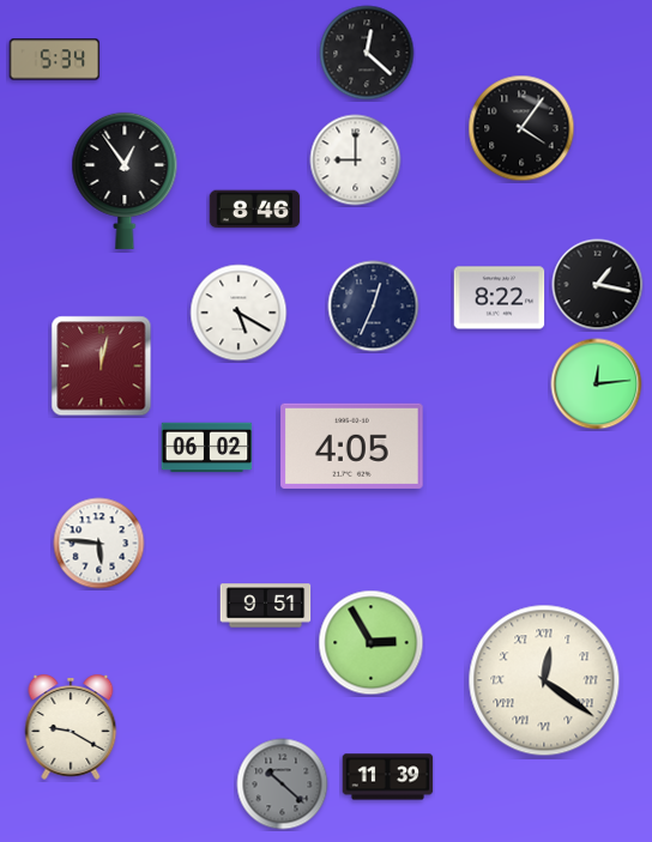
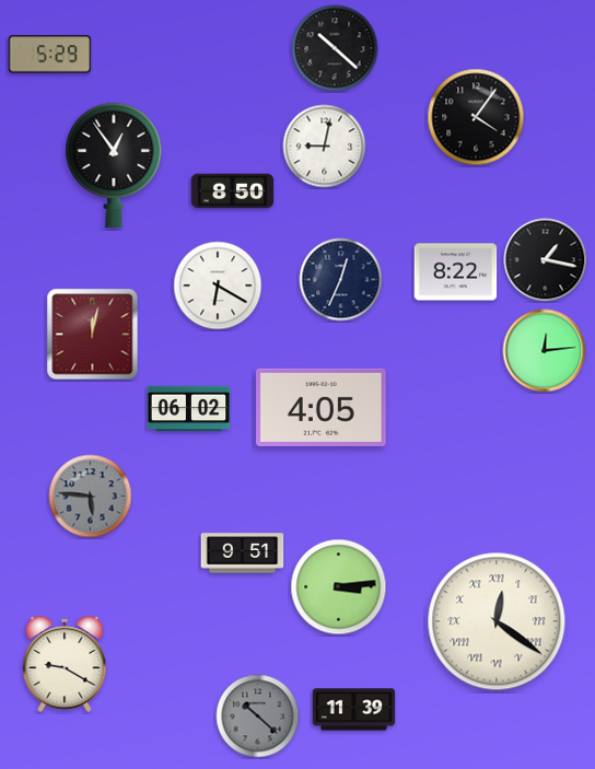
clock at (367, 53): 12:22 -> 10:22
clock at (55, 60): 5:34 -> 5:29
clock at (356, 160): 9:00 -> 9:02
clock at (255, 210): 8:46 -> 8:50
clock at (239, 313): 5:20 -> 6:20
clock at (99, 544) dial: white -> grey
clock at (372, 643): 2:55 -> 3:14
